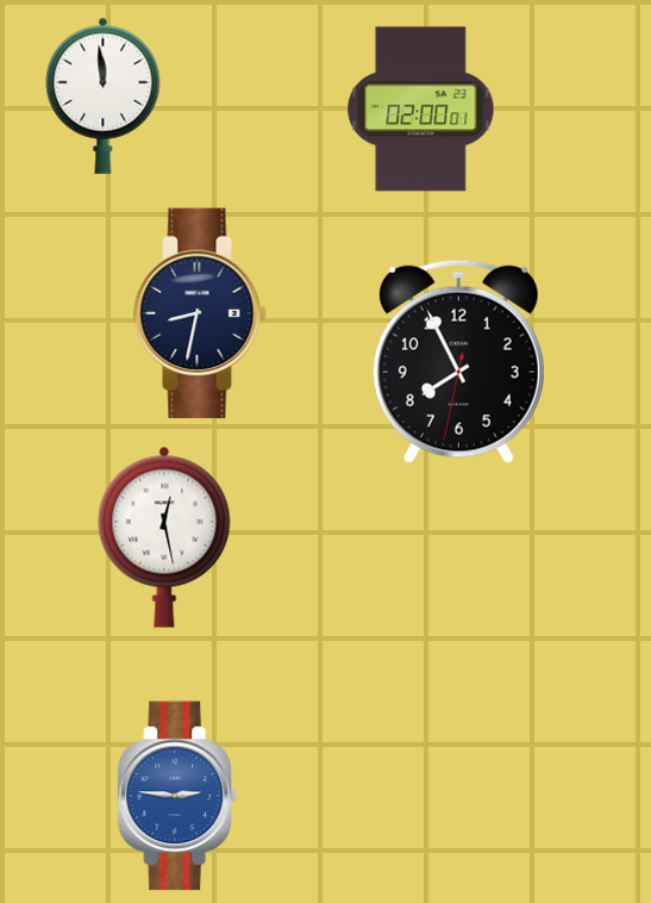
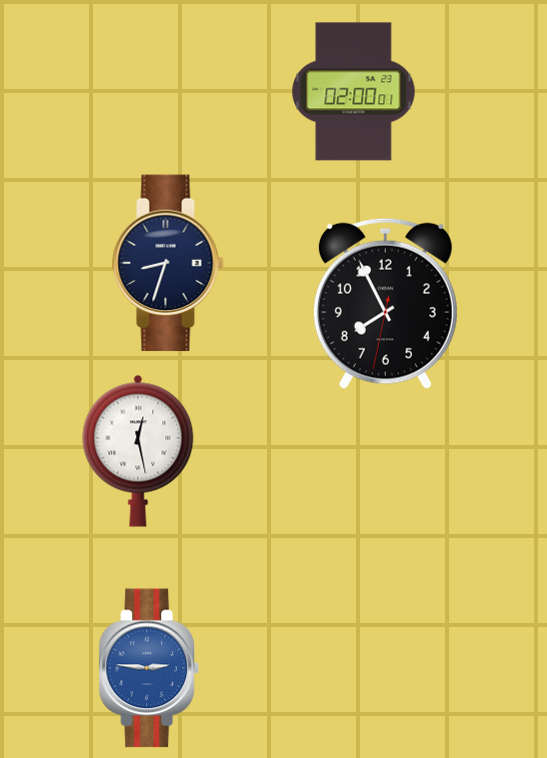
clock at (104, 95): 11:59 -> none
clock at (200, 313): 8:32 -> 8:33
